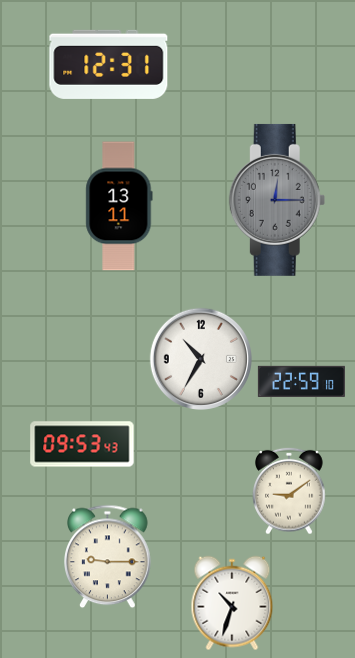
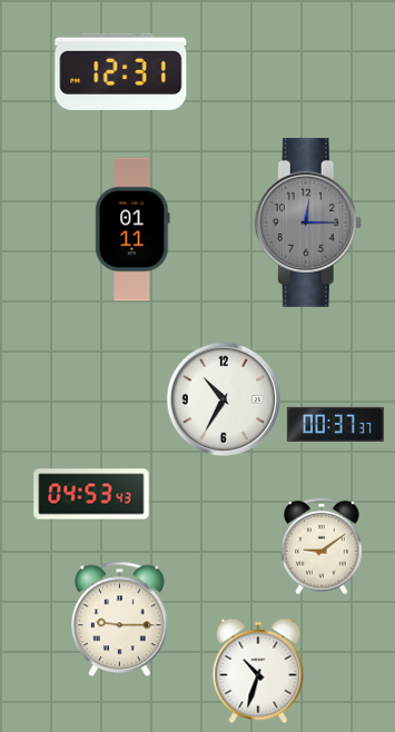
clock at (119, 206): 13:11 -> 01:11
clock at (301, 381): 22:59 -> 00:37
clock at (82, 444): 09:53 -> 04:53
